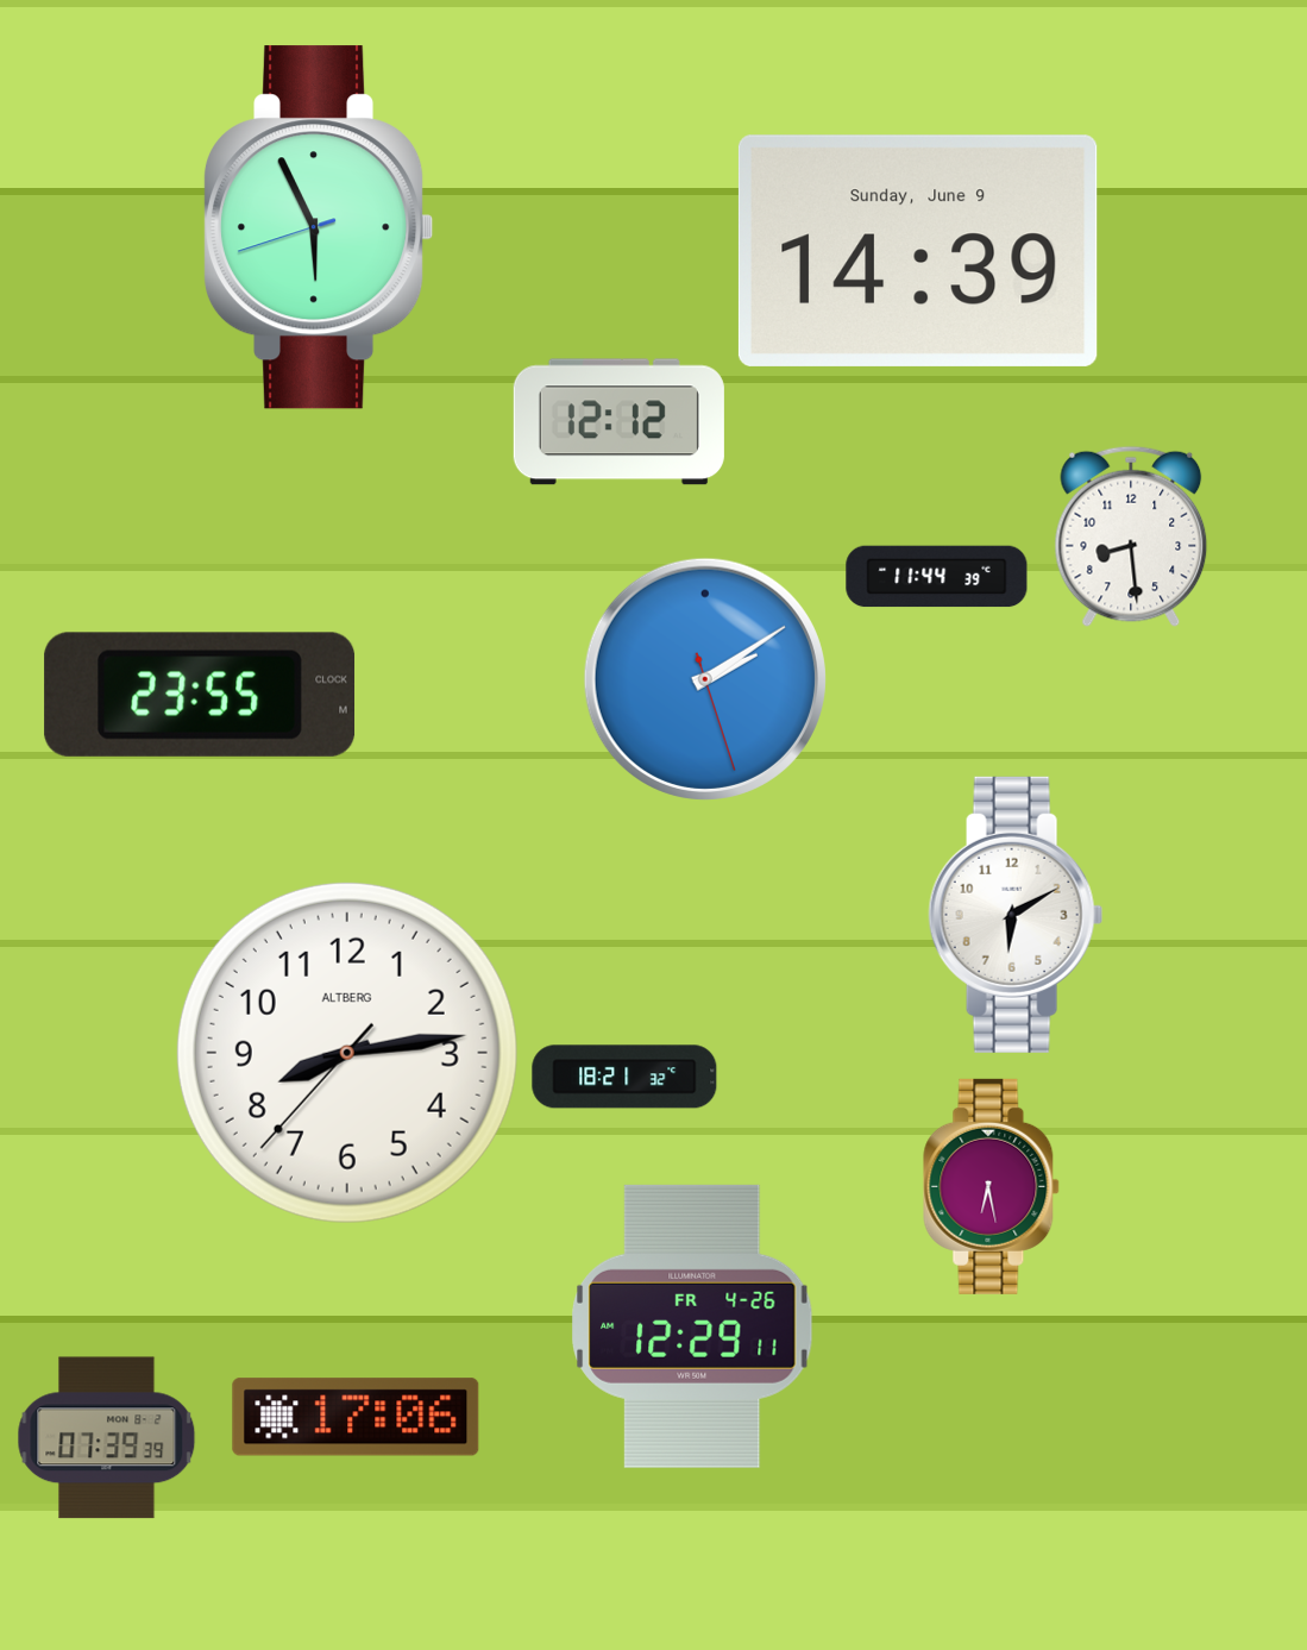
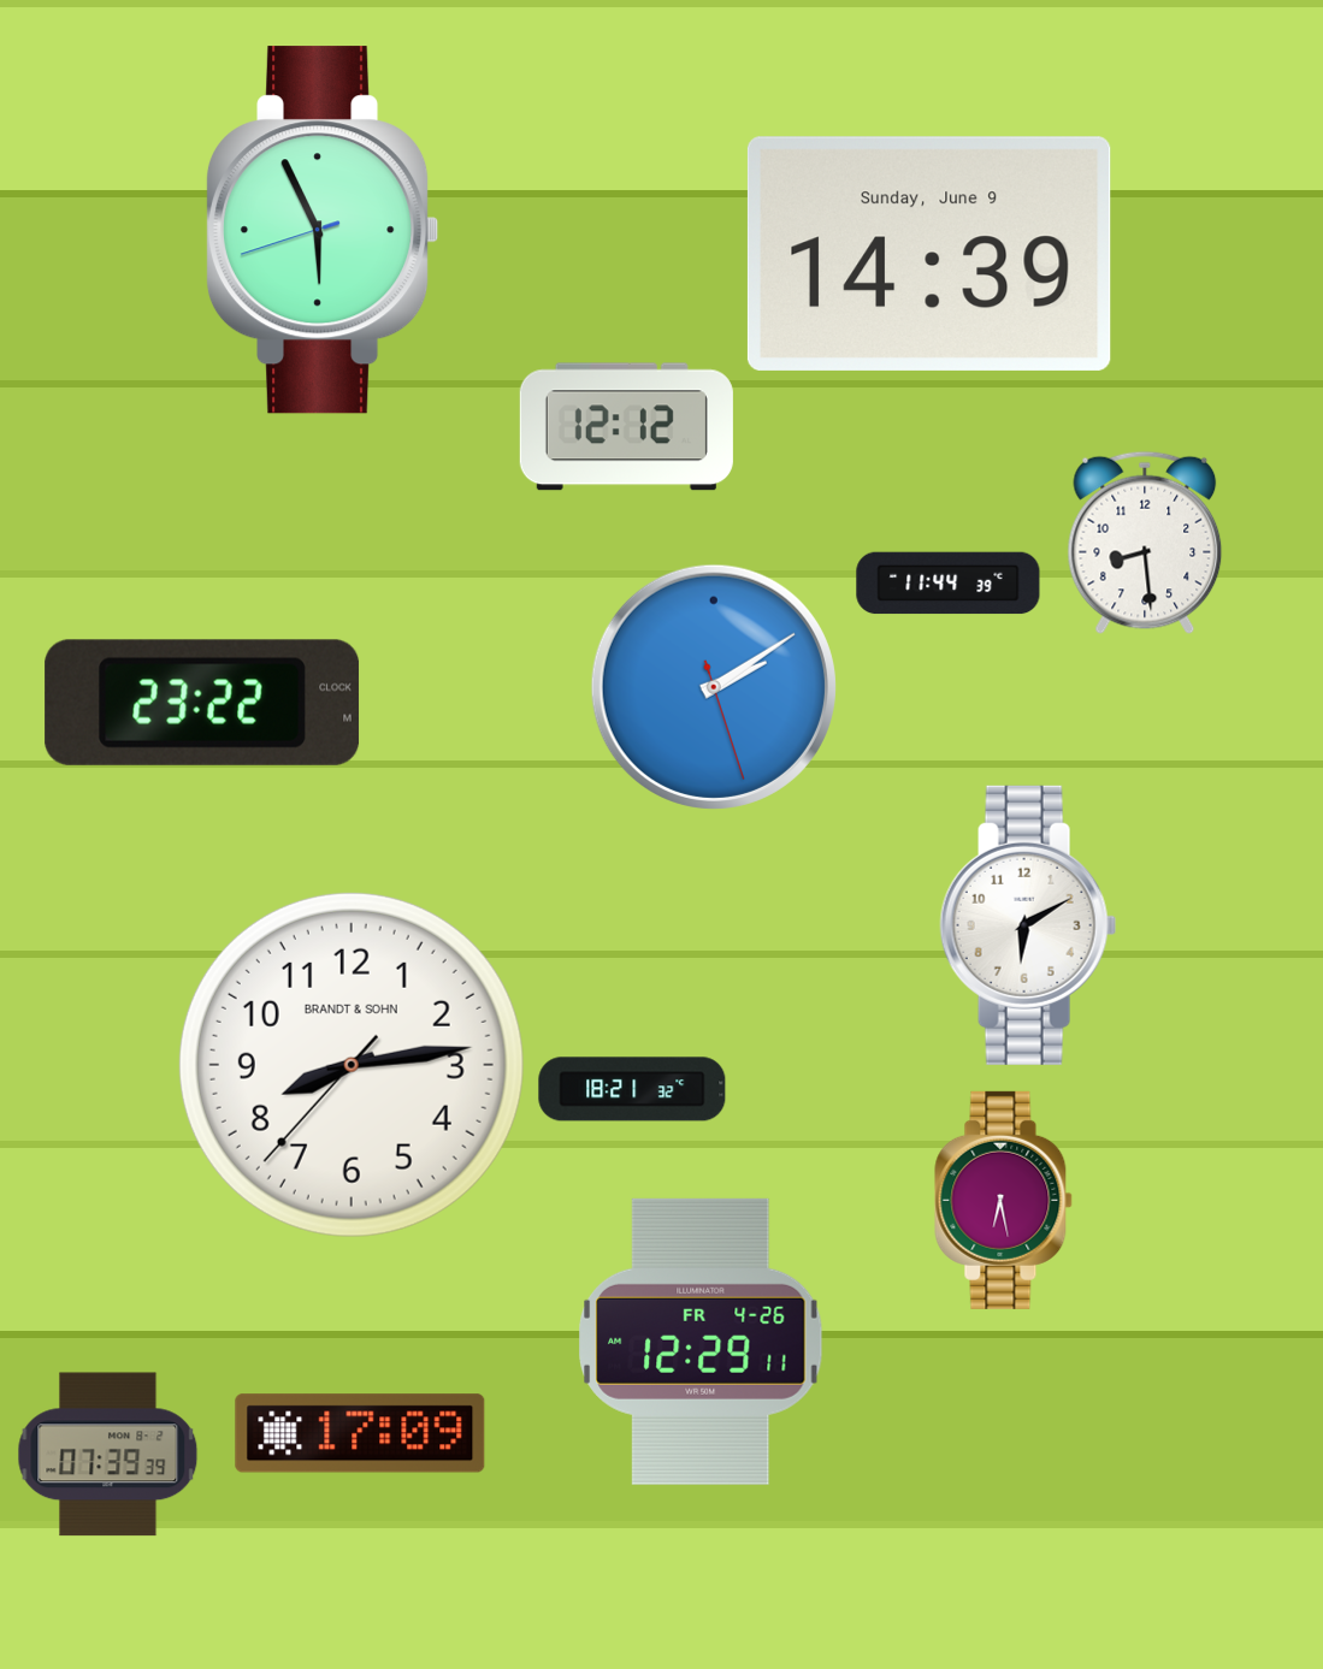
clock at (200, 695): 23:55 -> 23:22
clock at (347, 1053) brand: ALTBERG -> BRANDT & SOHN
clock at (356, 1417): 17:06 -> 17:09
